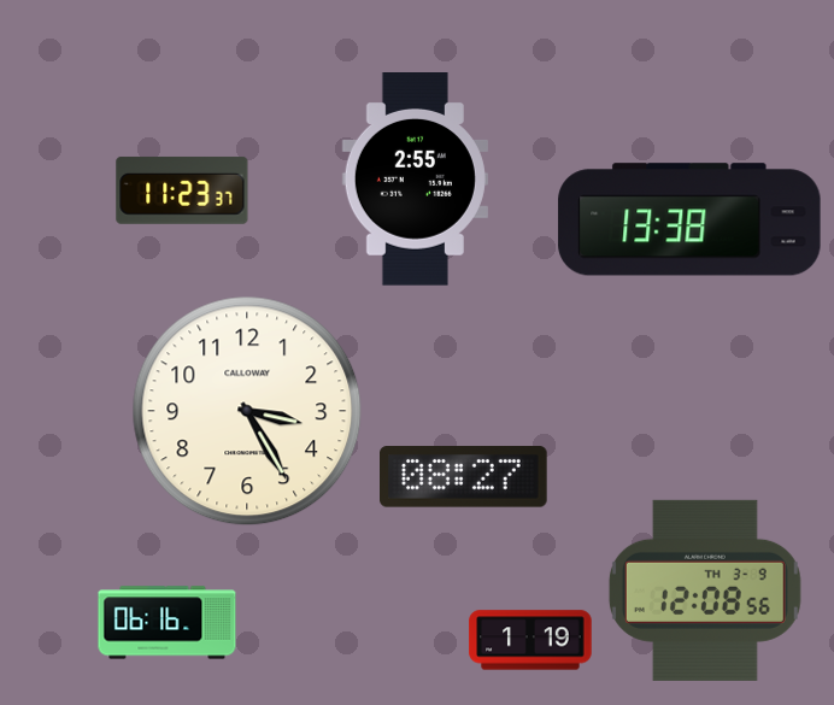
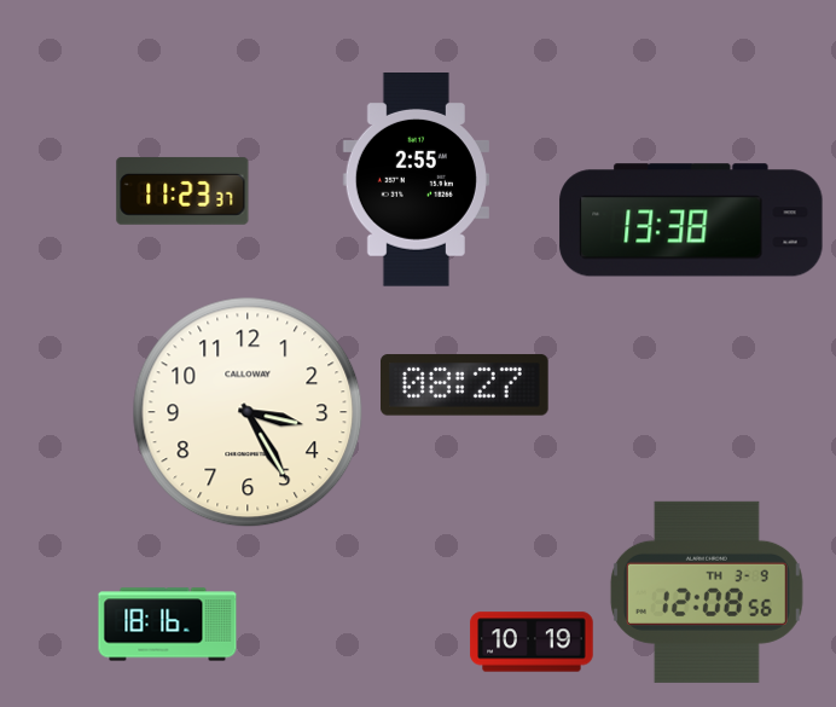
clock at (464, 477) position: (464, 477) -> (465, 386)
clock at (168, 623): 06:16 -> 18:16
clock at (530, 640): 1:19 -> 10:19
